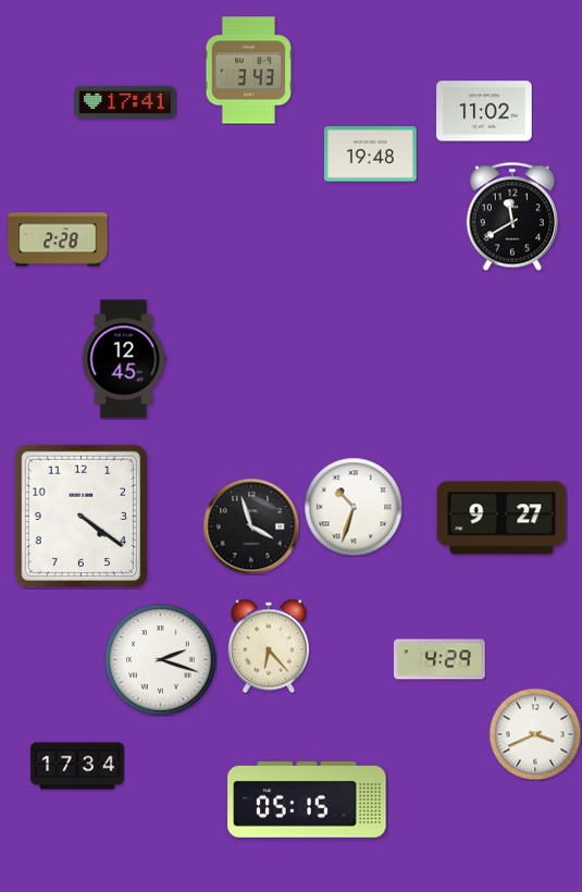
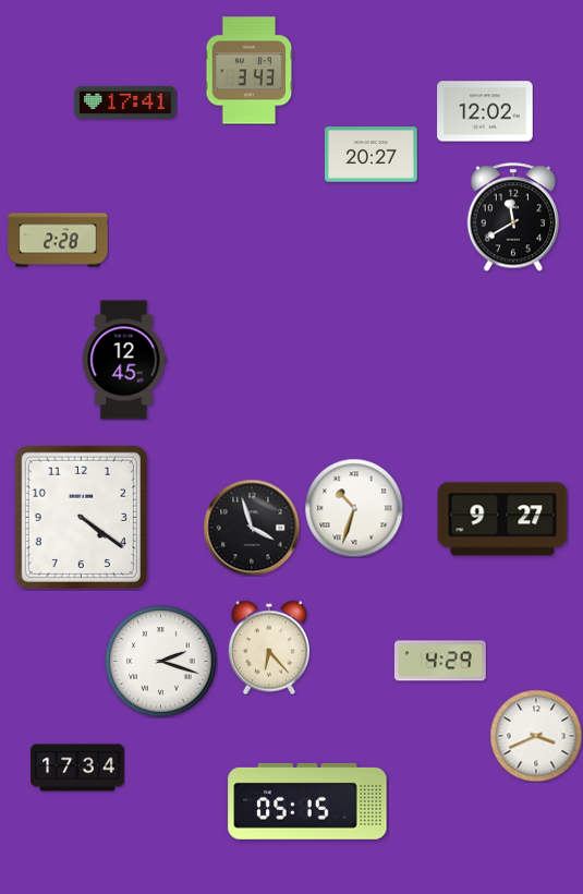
clock at (484, 111): 11:02 -> 12:02
clock at (371, 154): 19:48 -> 20:27
